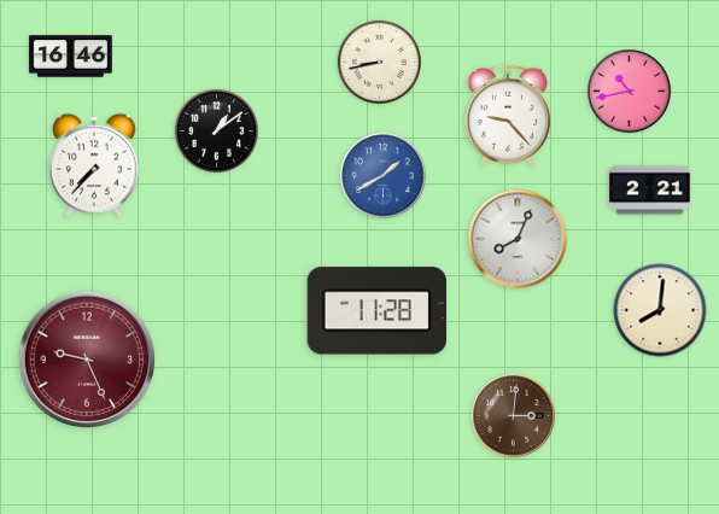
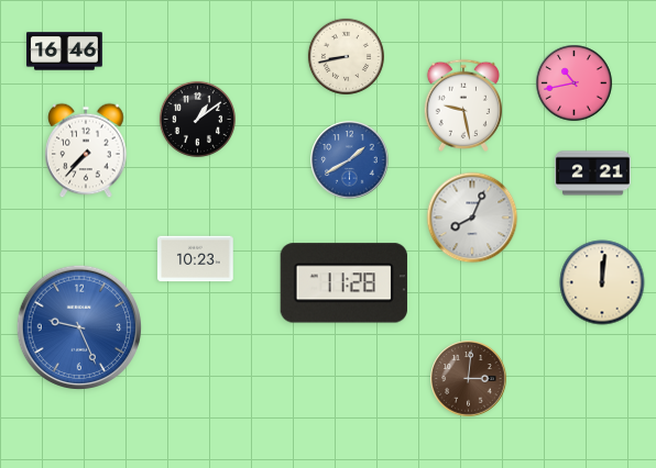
clock at (507, 116): 9:23 -> 9:28
clock at (196, 259): none -> 10:23
clock at (660, 310): 8:01 -> 12:01
clock at (86, 358) dial: burgundy -> blue
